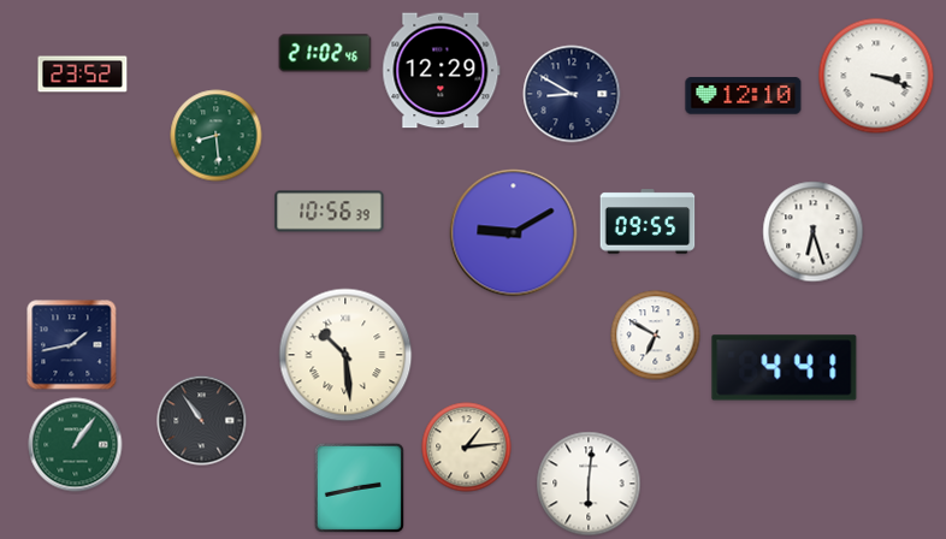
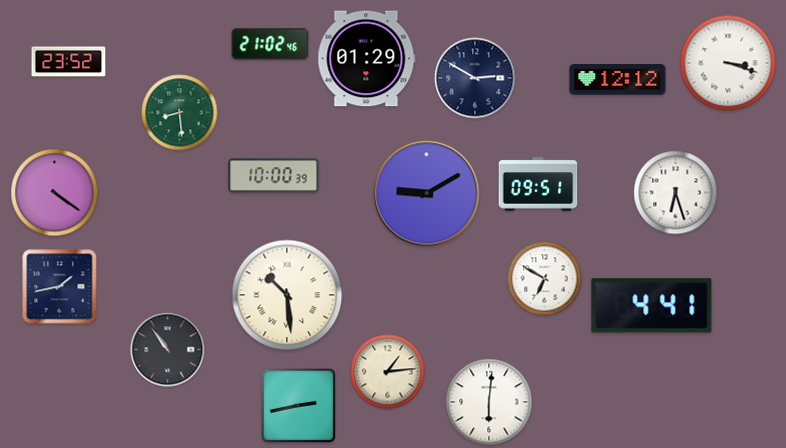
clock at (442, 71): 12:29 -> 01:29
clock at (572, 94): 8:50 -> 2:50
clock at (744, 96): 12:10 -> 12:12
clock at (330, 212): 10:56 -> 10:00
clock at (648, 221): 09:55 -> 09:51
clock at (55, 193): none -> 4:21
clock at (76, 445): 1:06 -> none
